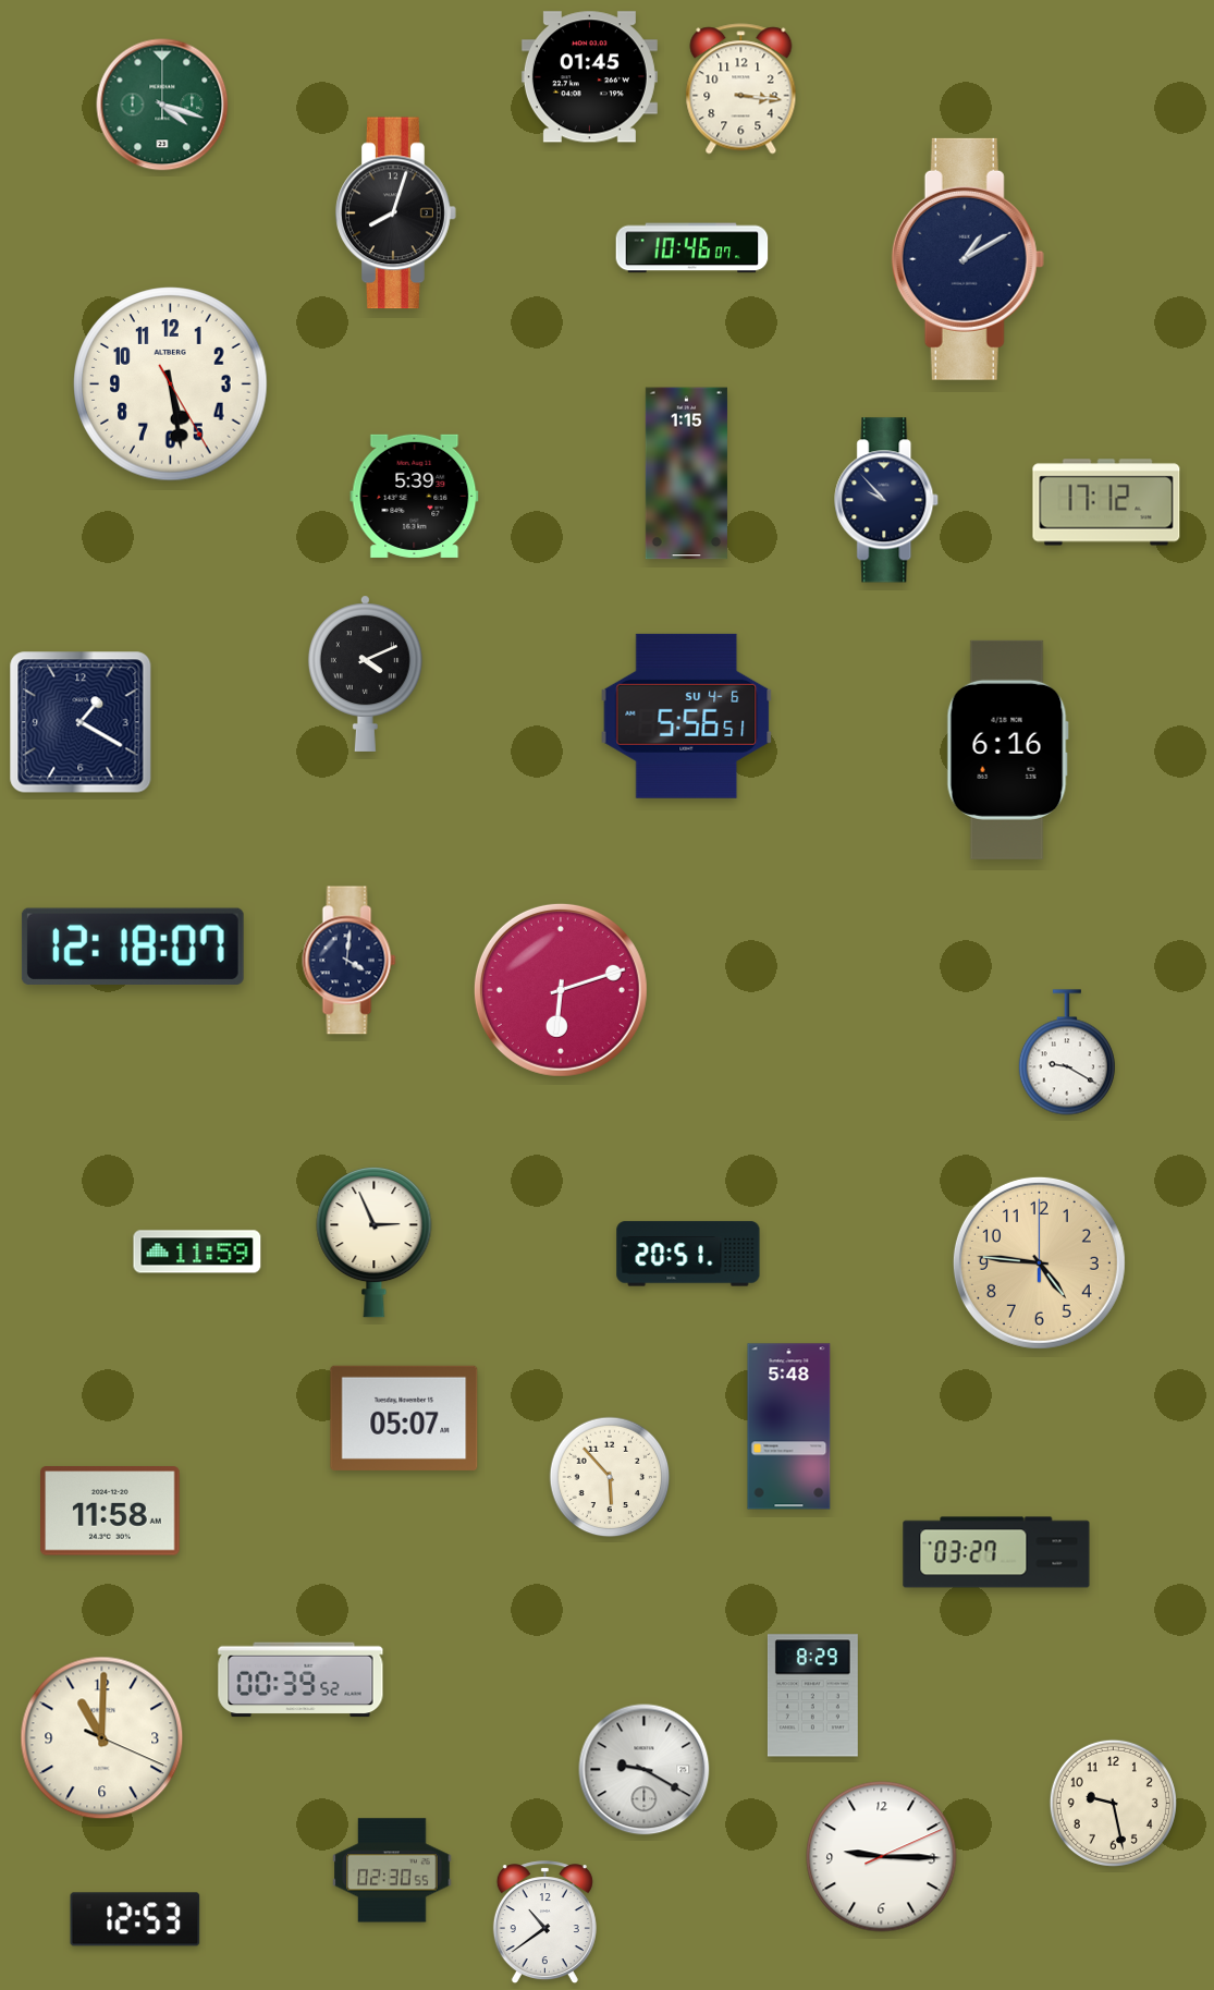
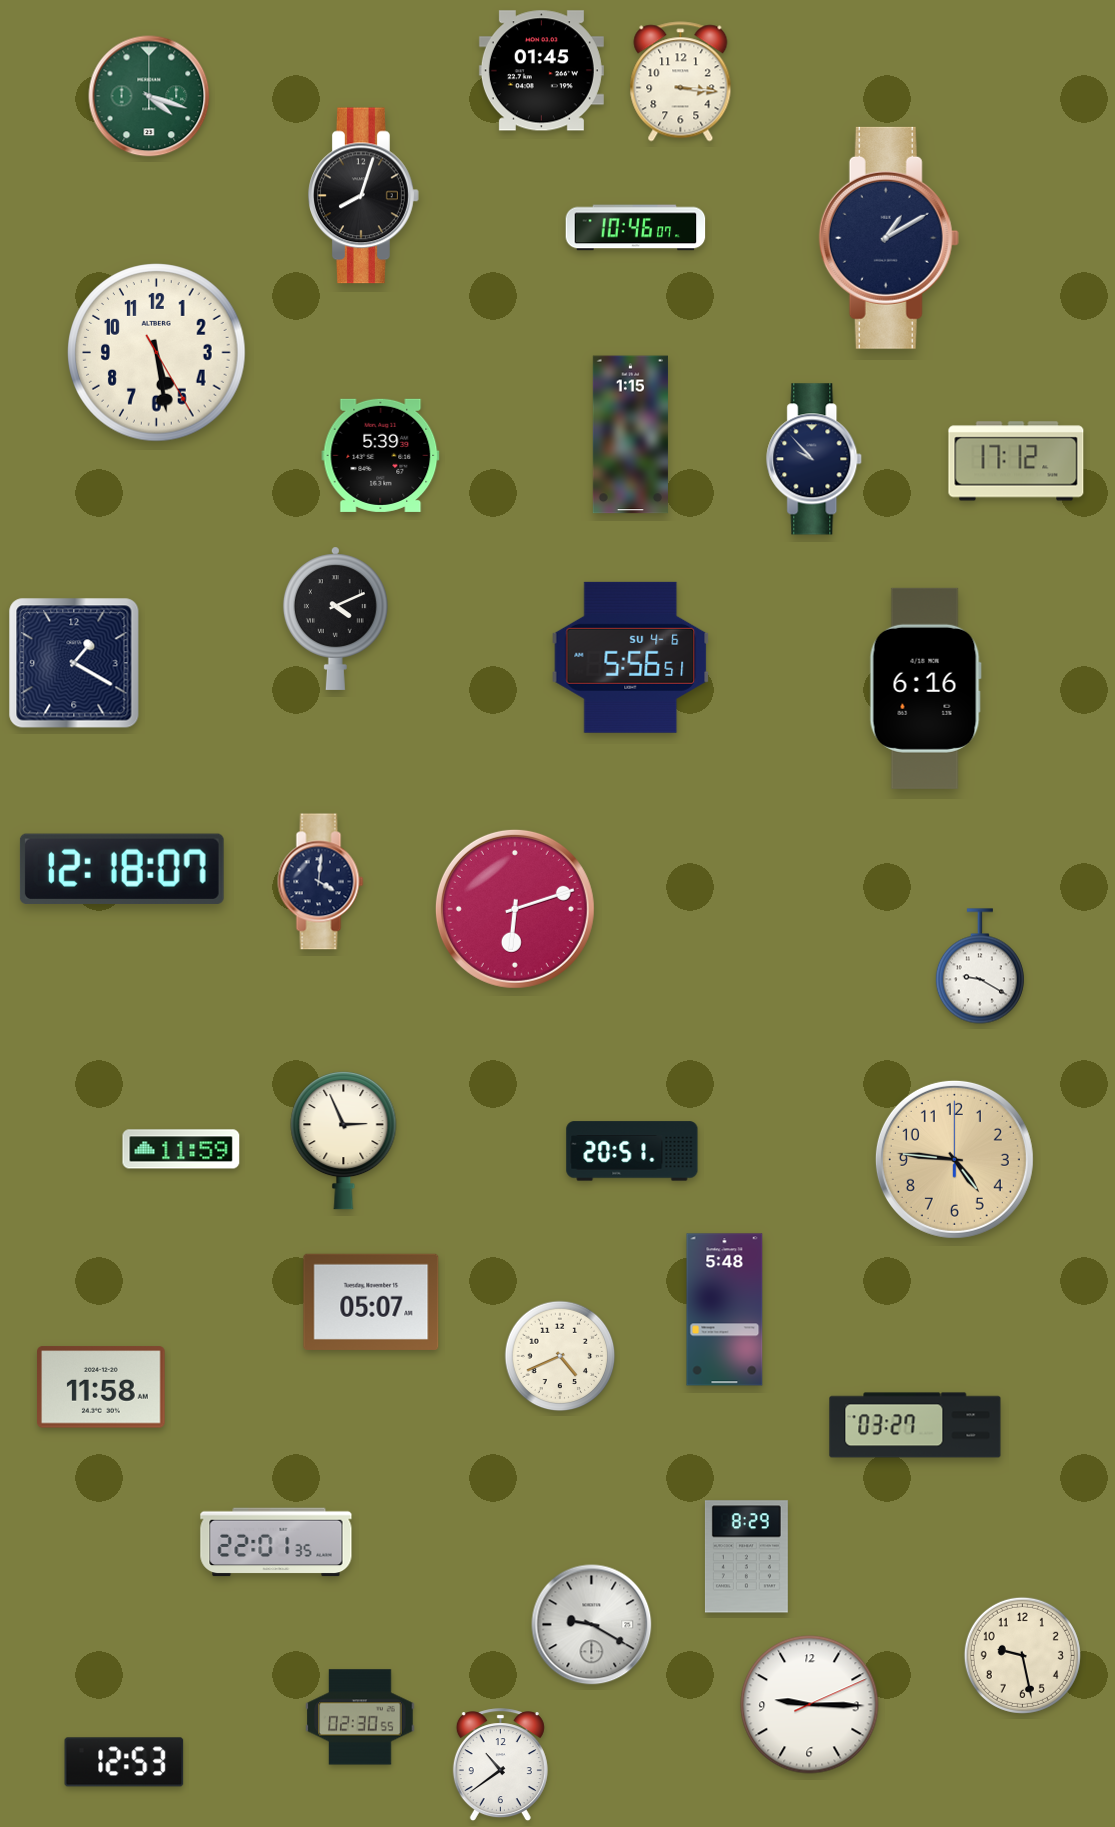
clock at (610, 1477): 5:53 -> 4:41
clock at (301, 1680): 00:39 -> 22:01
clock at (102, 1738): 11:00 -> none
